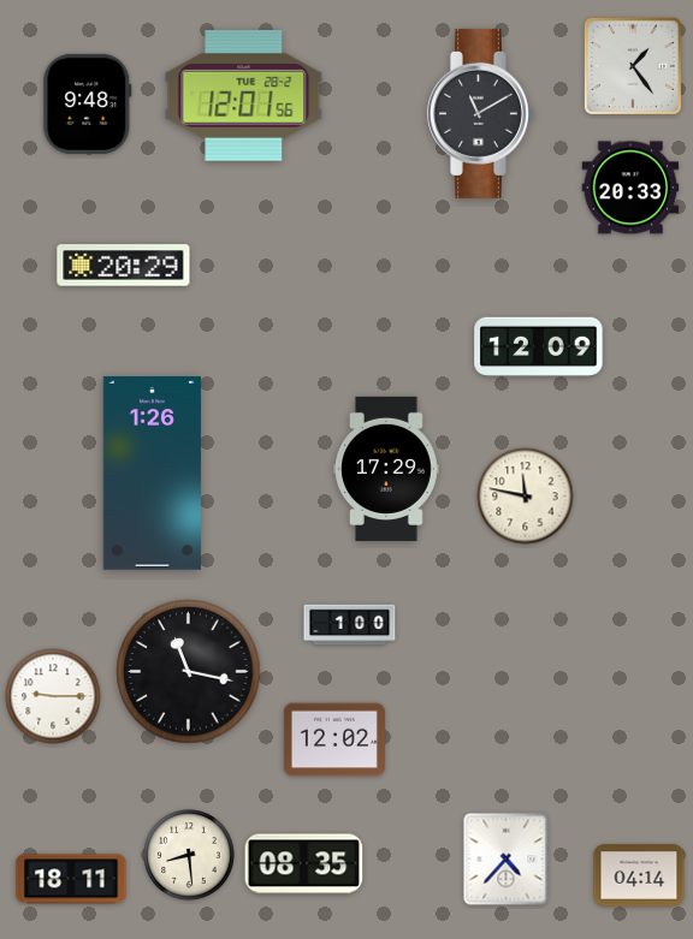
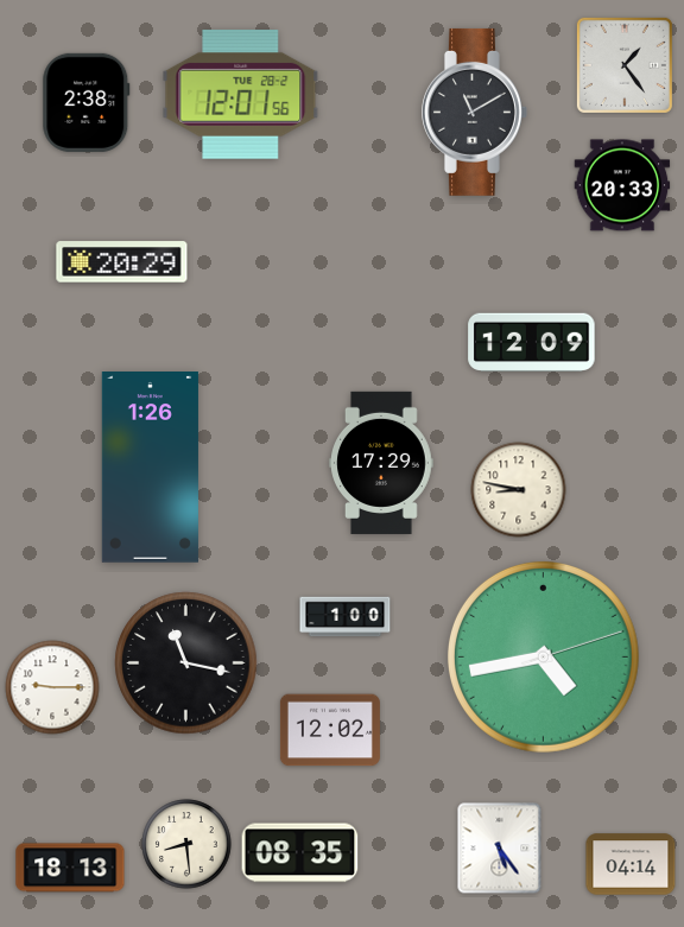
clock at (88, 103): 9:48 -> 2:38
clock at (526, 497): 11:47 -> 8:47
clock at (543, 656): none -> 4:43
clock at (507, 860): 4:37 -> 5:24
clock at (71, 879): 18:11 -> 18:13
